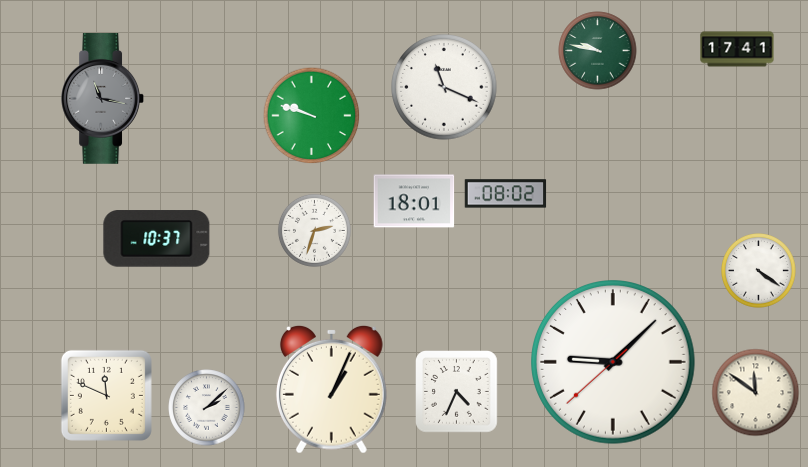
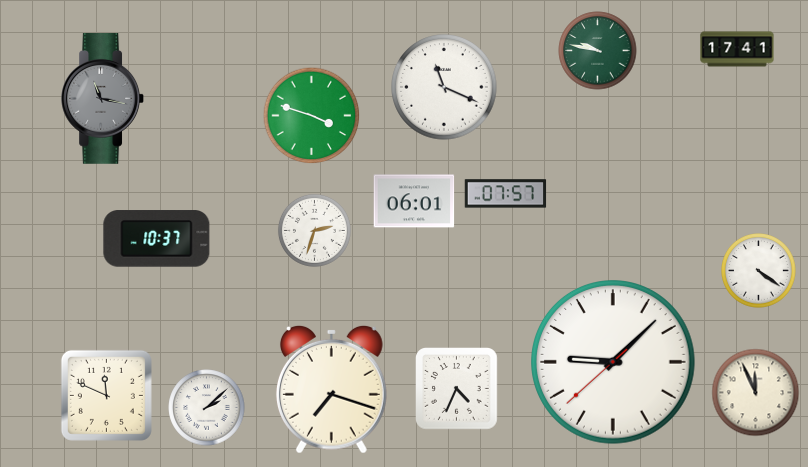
clock at (312, 116): 9:48 -> 3:48
clock at (506, 194): 08:02 -> 07:57
clock at (414, 201): 18:01 -> 06:01
clock at (331, 389): 1:04 -> 7:18
clock at (457, 392) position: (457, 392) -> (457, 389)
clock at (756, 393): 11:51 -> 11:56
